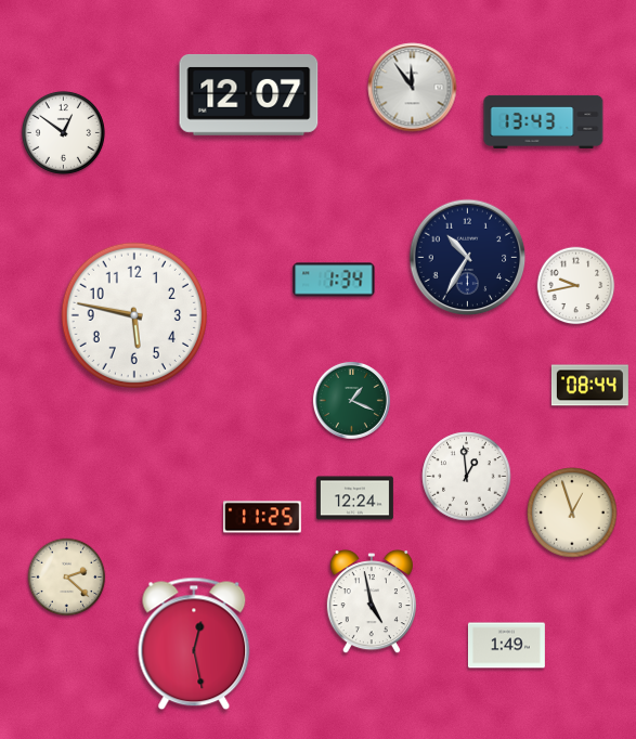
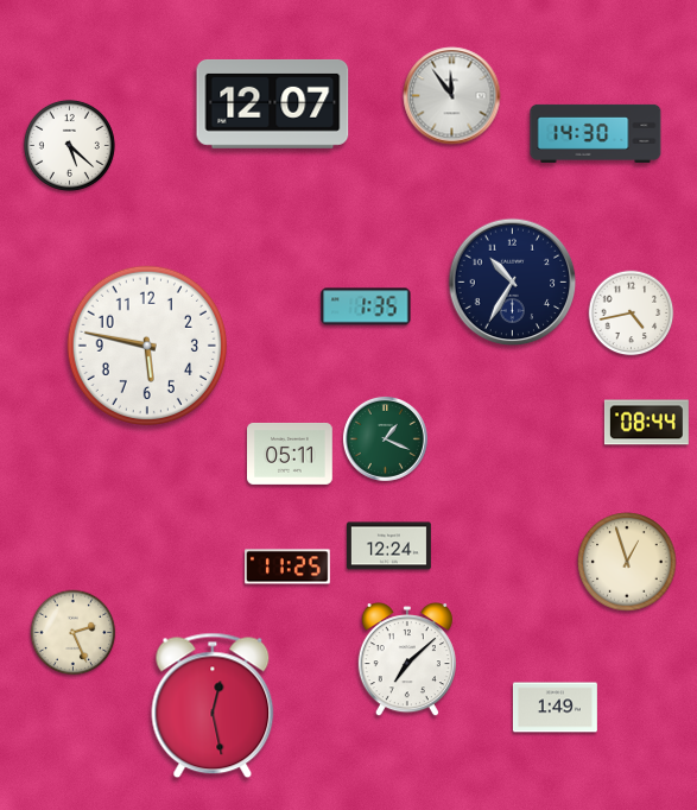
clock at (544, 121): 13:43 -> 14:30
clock at (63, 132): 12:51 -> 5:22
clock at (334, 280): 1:34 -> 1:35
clock at (576, 286): 9:43 -> 4:43
clock at (291, 454): none -> 05:11
clock at (467, 477): 12:59 -> none
clock at (67, 578): 2:22 -> 2:26
clock at (372, 602): 4:58 -> 7:08
